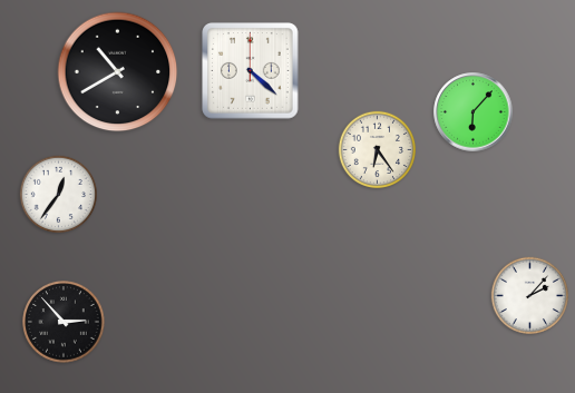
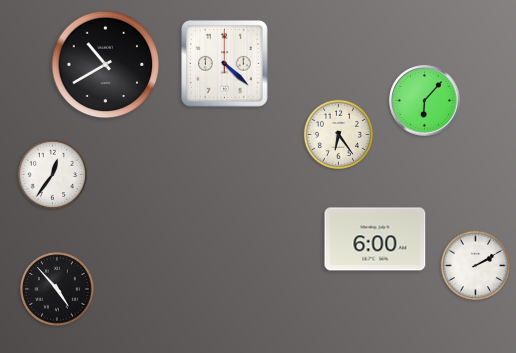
clock at (375, 239): none -> 6:00
clock at (529, 295): 2:07 -> 2:10
clock at (64, 322): 2:53 -> 4:53
